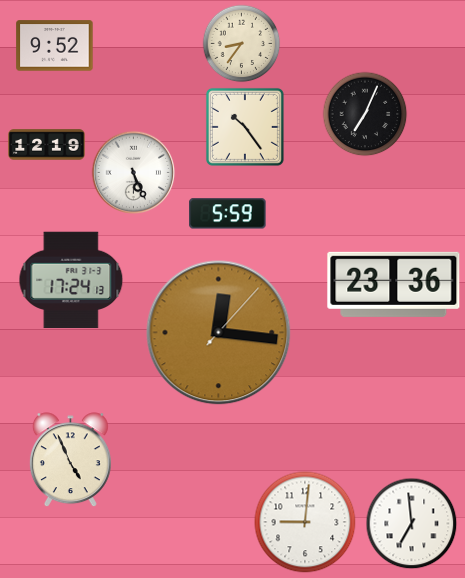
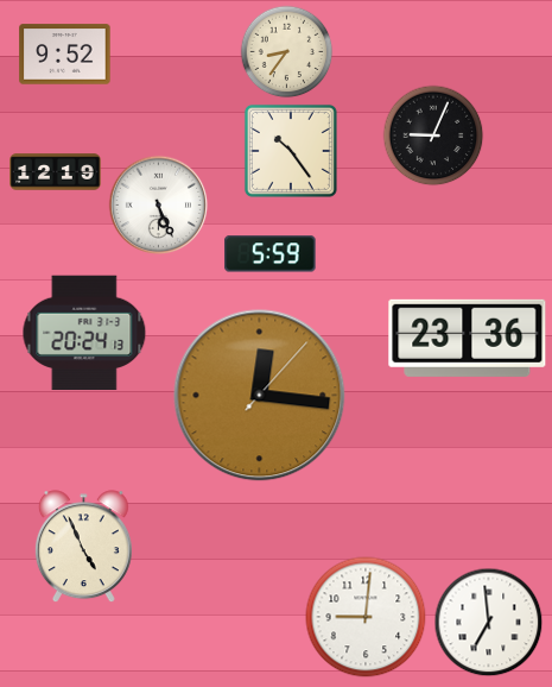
clock at (365, 114): 7:04 -> 9:04
clock at (71, 280): 17:24 -> 20:24
clock at (305, 522) position: (305, 522) -> (366, 617)
